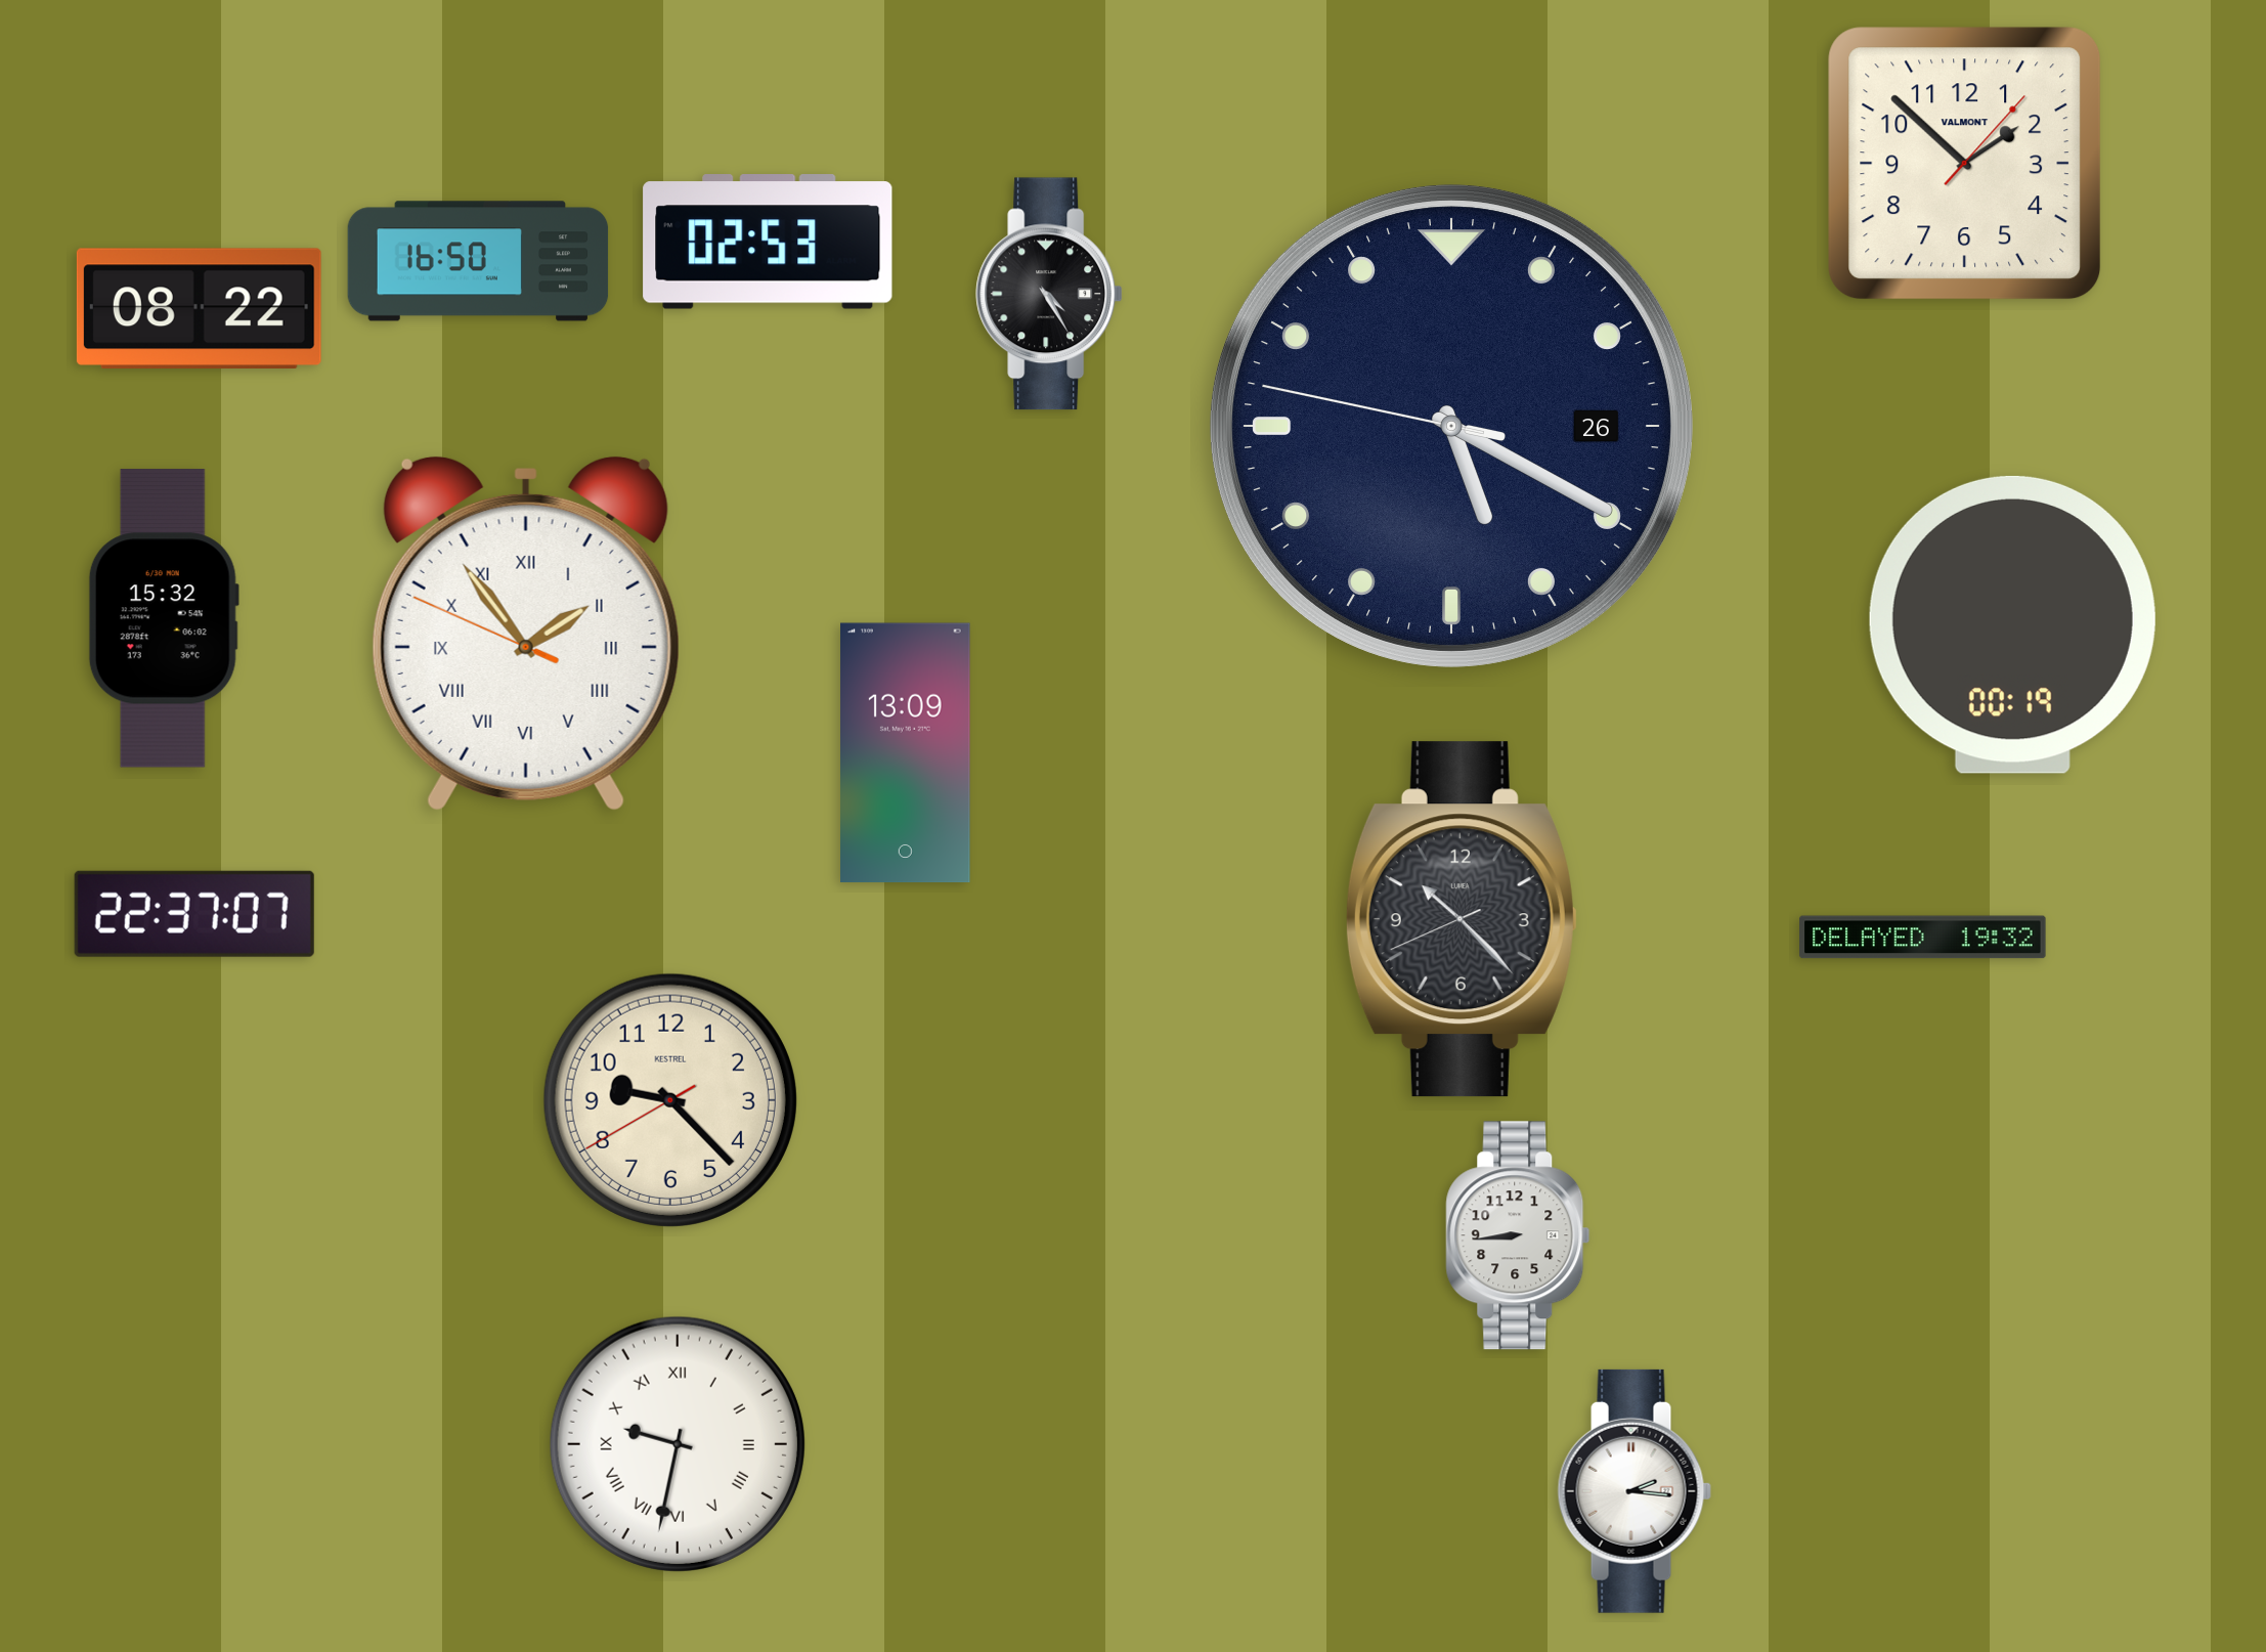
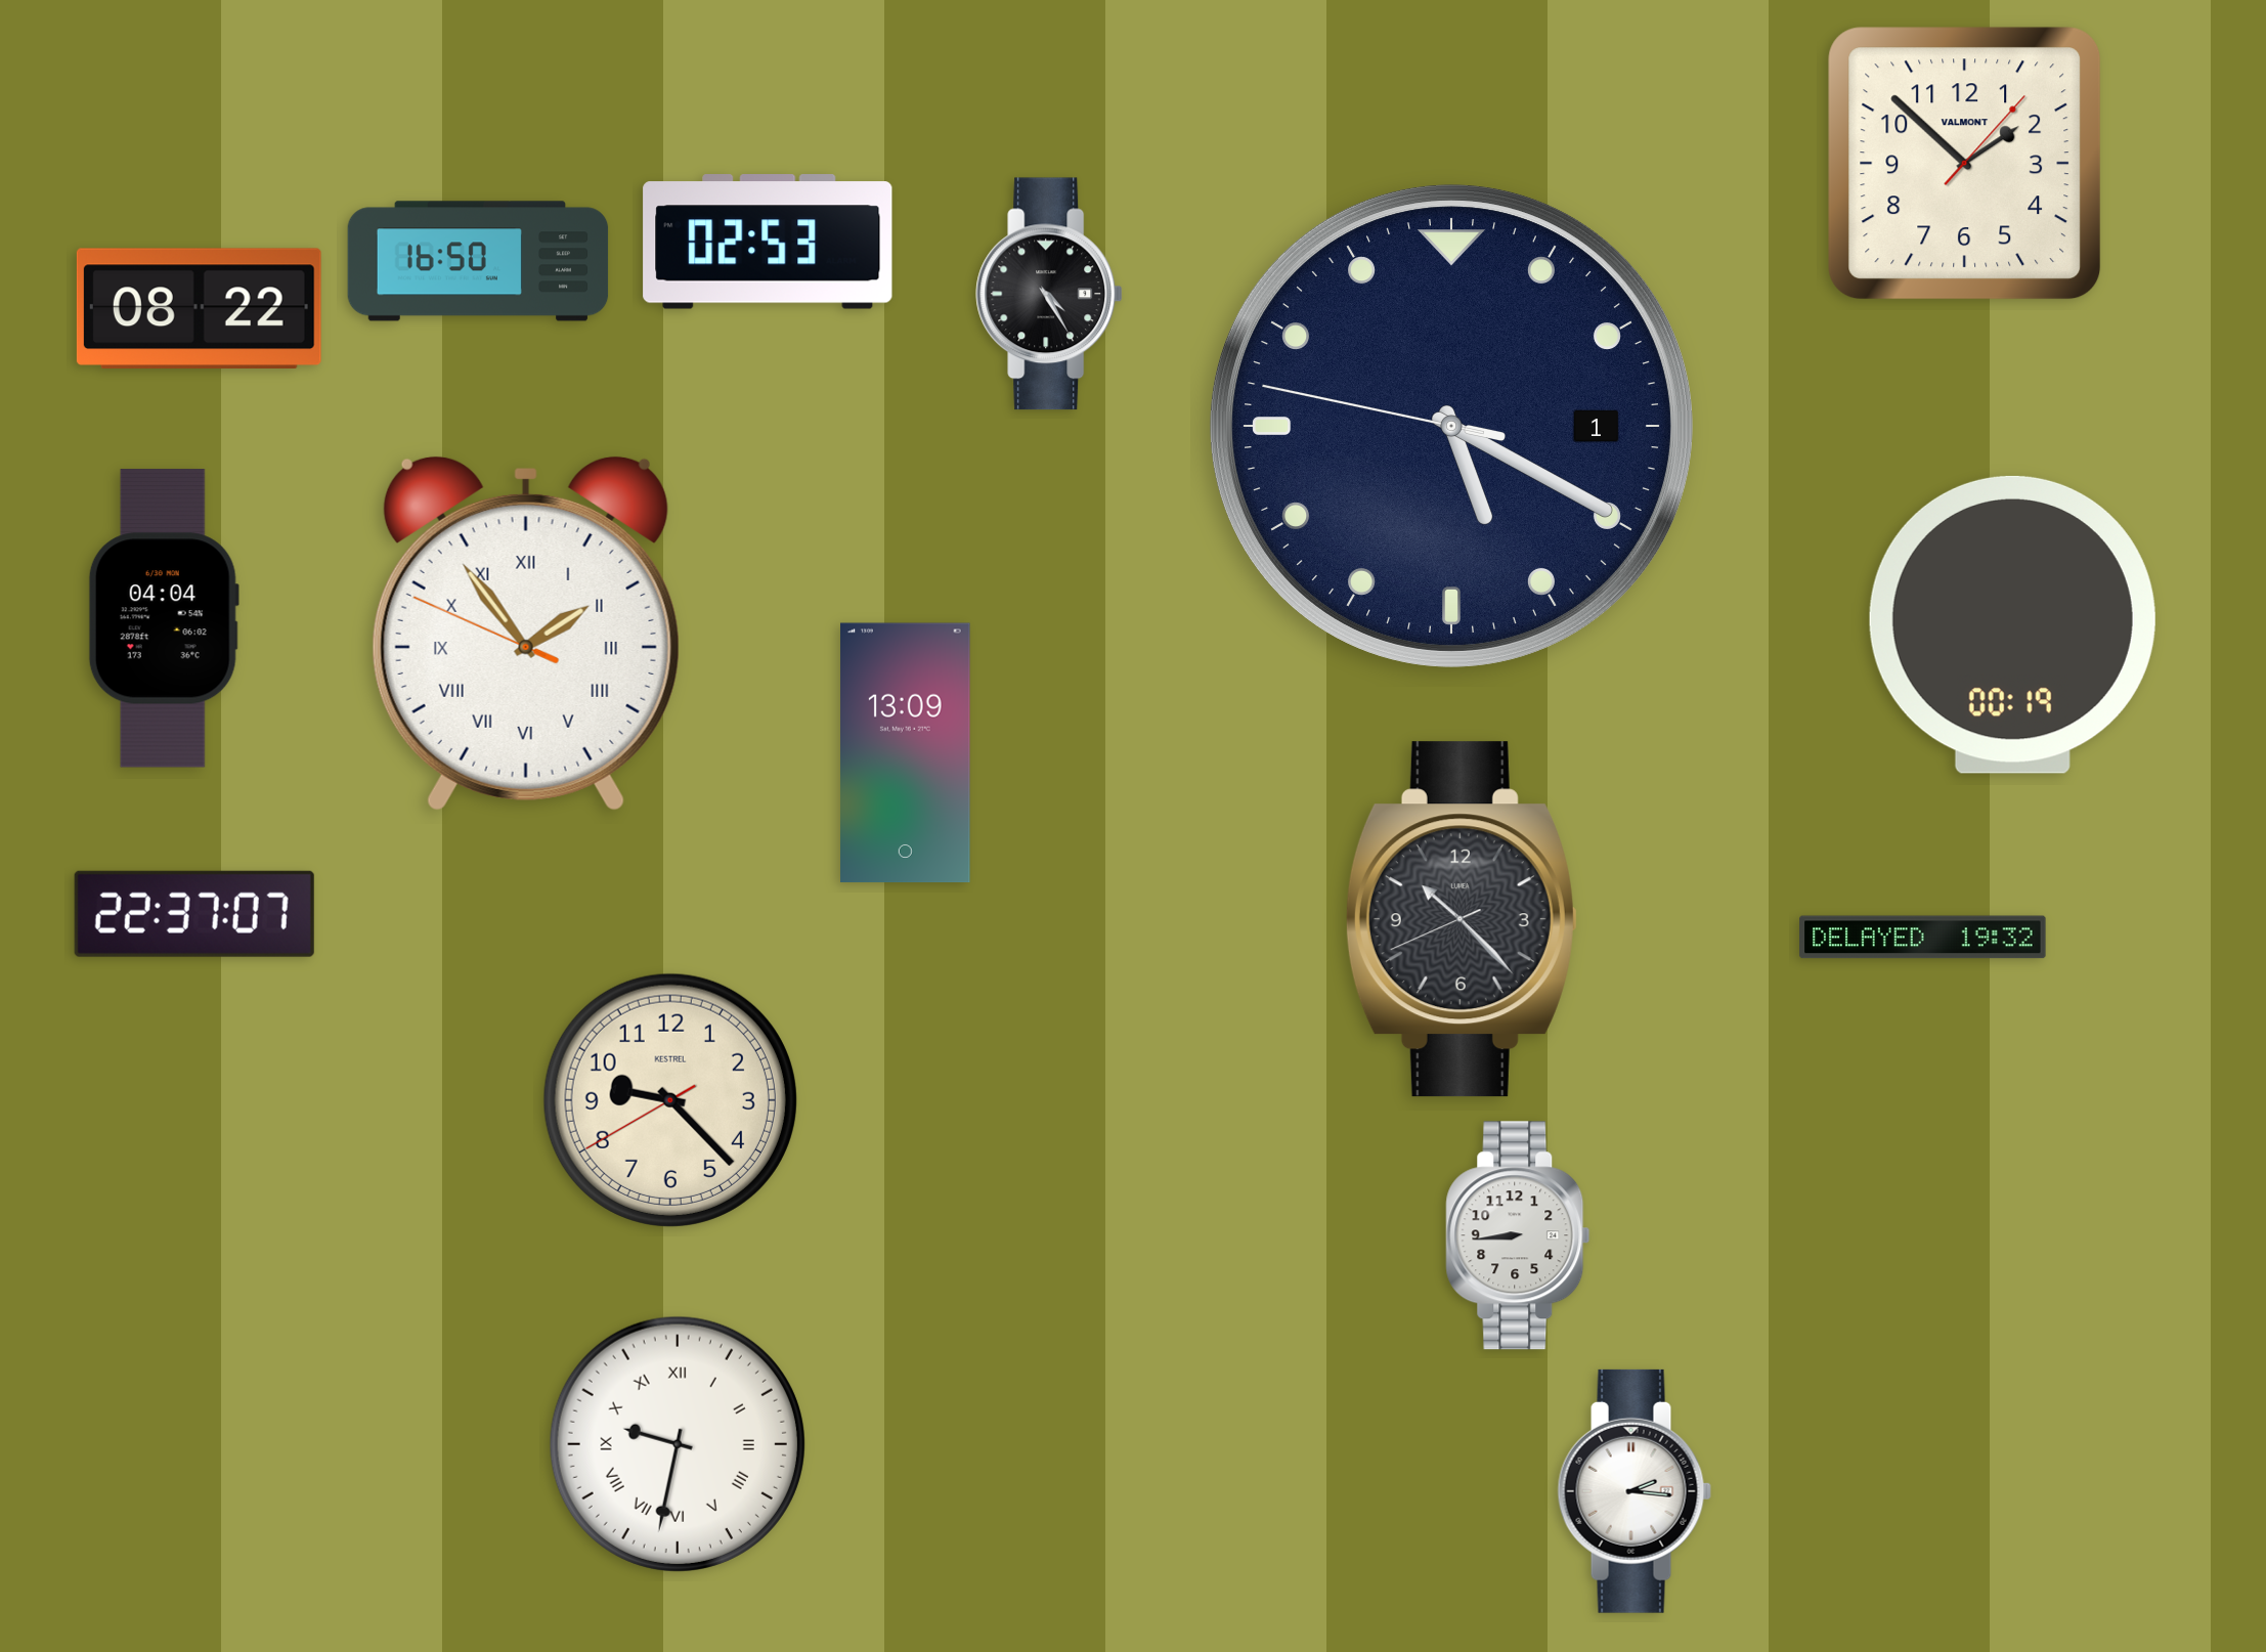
clock at (1451, 426) date: 26 -> 1
clock at (164, 618): 15:32 -> 04:04
